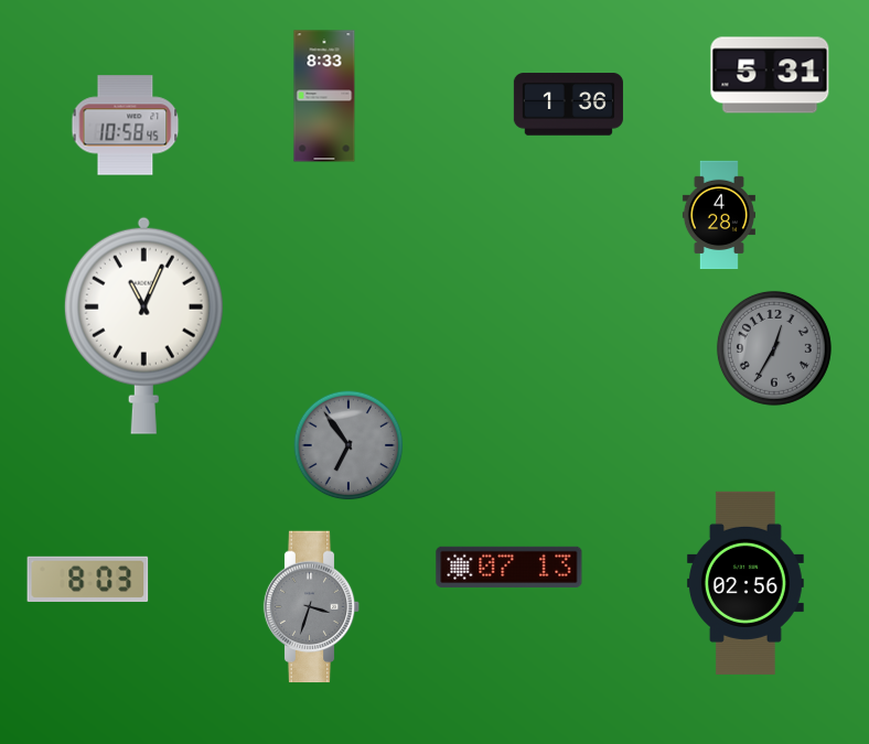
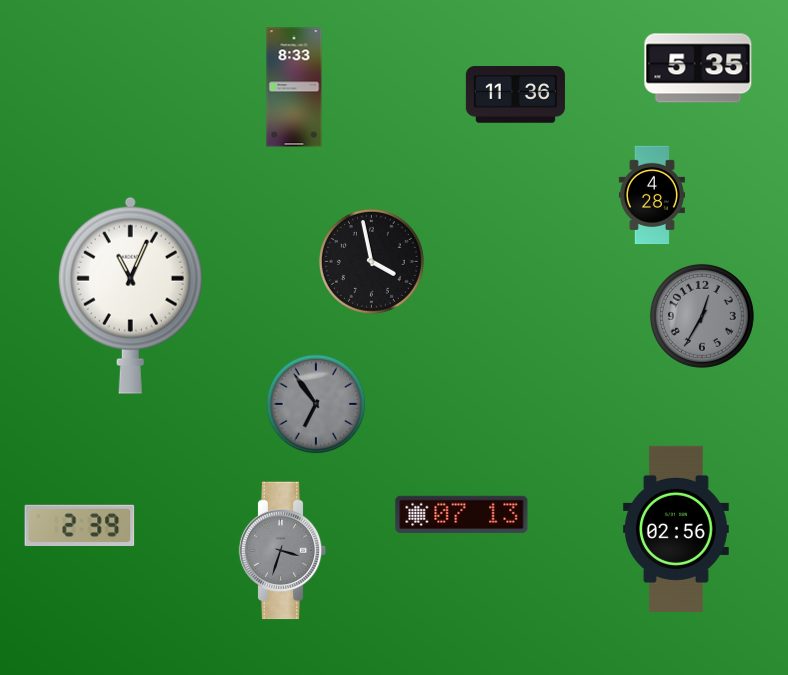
clock at (770, 75): 5:31 -> 5:35
clock at (568, 105): 1:36 -> 11:36
clock at (126, 126): 10:58 -> none
clock at (371, 261): none -> 3:58
clock at (88, 579): 8:03 -> 2:39
